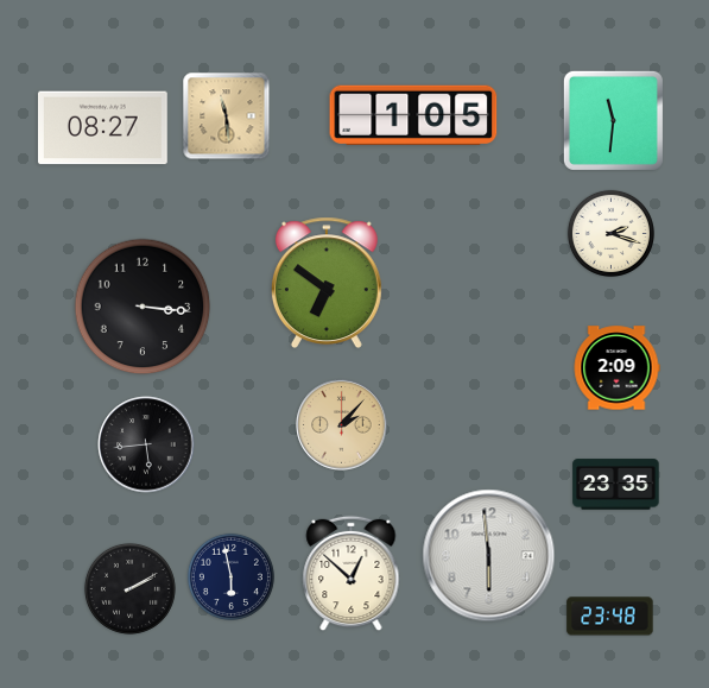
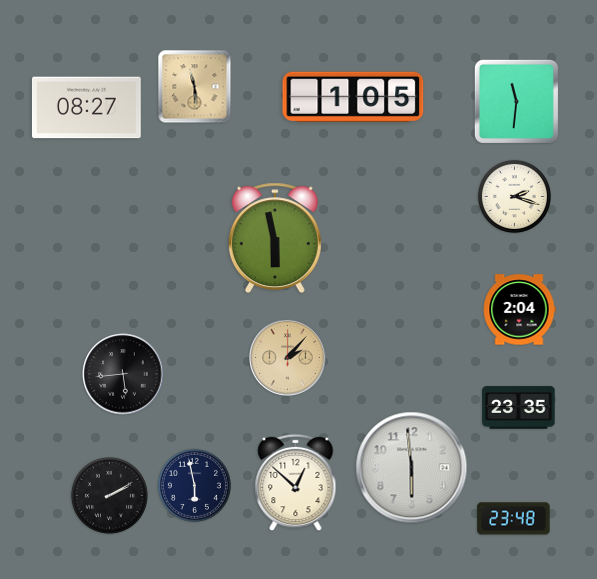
clock at (413, 115) position: (413, 115) -> (353, 97)
clock at (227, 116) position: (227, 116) -> (195, 87)
clock at (327, 283): 6:51 -> 5:58
clock at (143, 307): 3:16 -> none
clock at (616, 368): 2:09 -> 2:04
